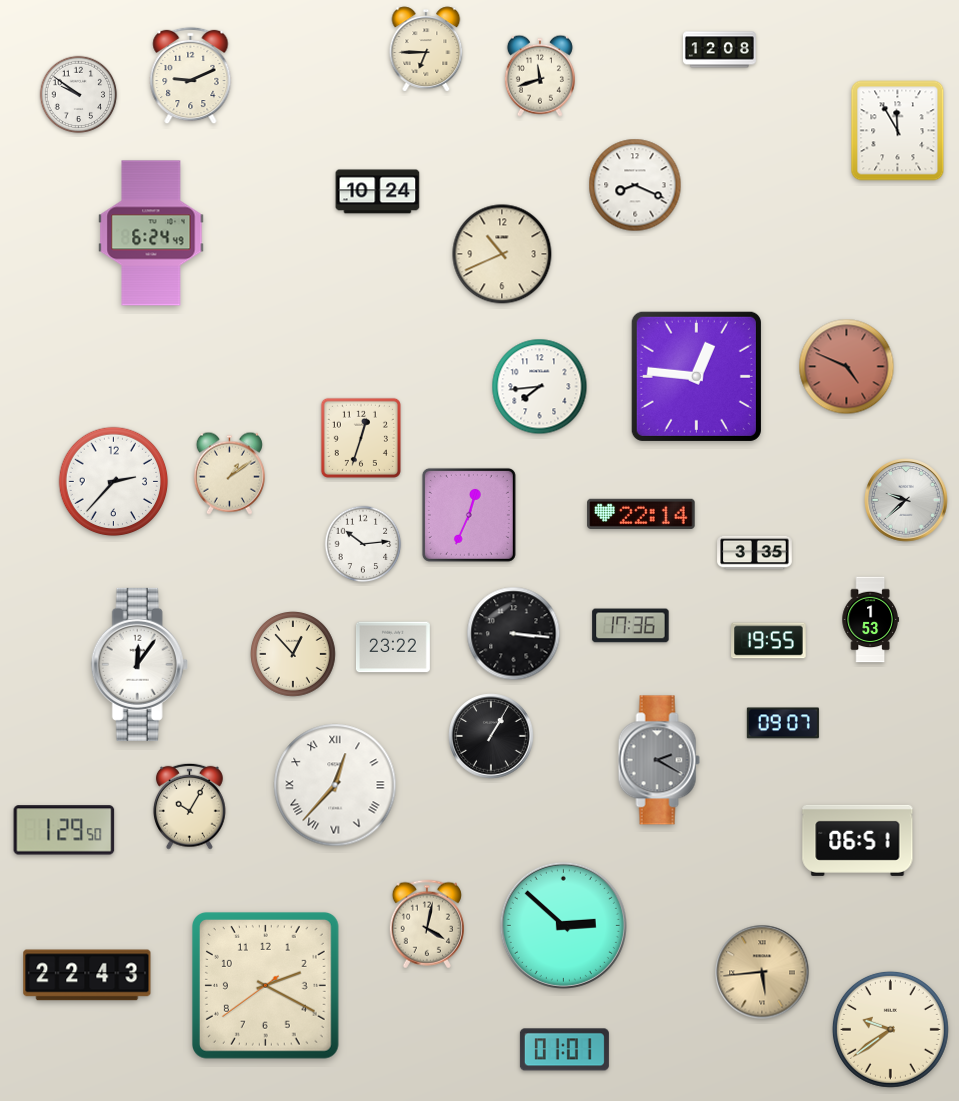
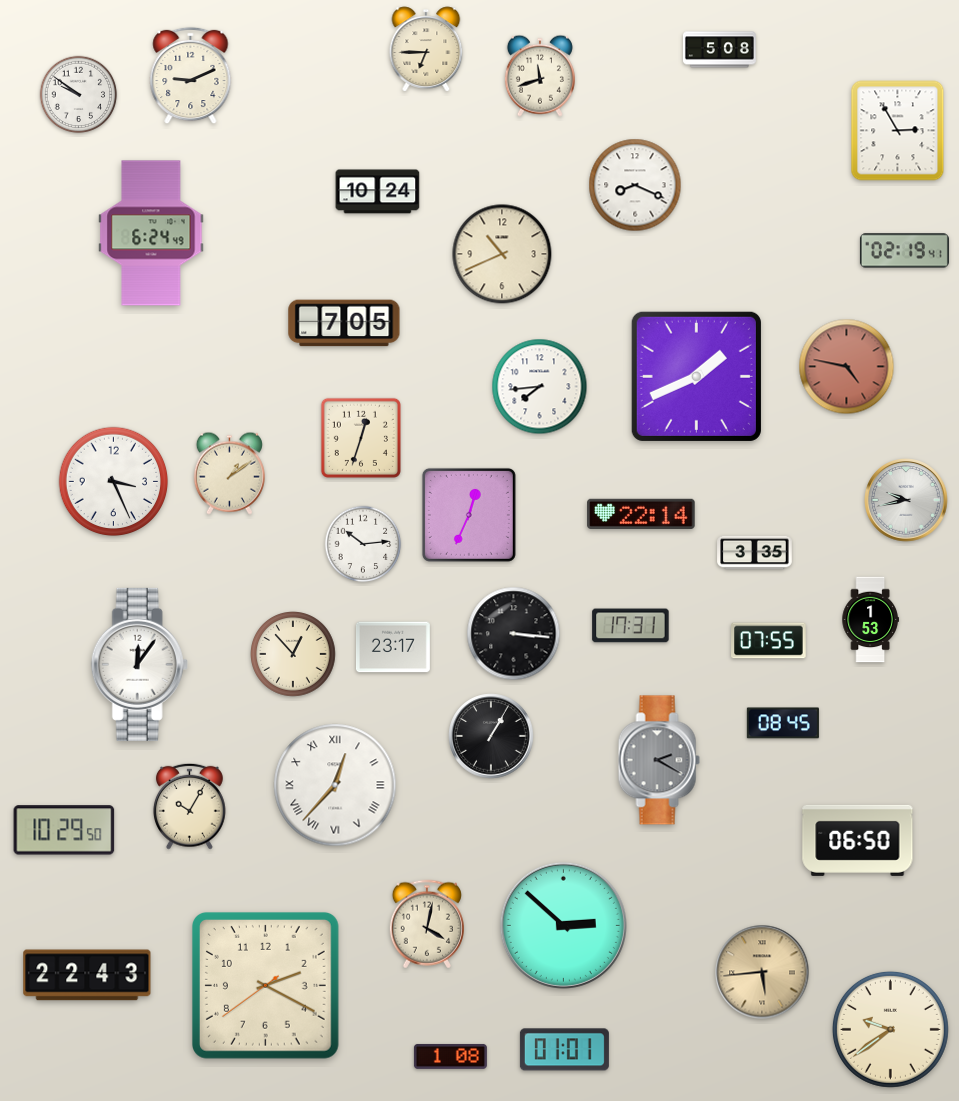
clock at (719, 50): 12:08 -> 5:08
clock at (898, 131): 11:55 -> 2:55
clock at (904, 251): none -> 02:19
clock at (344, 323): none -> 7:05
clock at (847, 367): 4:49 -> 4:47
clock at (696, 376): 12:46 -> 1:41
clock at (114, 482): 2:37 -> 3:26
clock at (906, 500): 9:38 -> 9:43
clock at (631, 626): 17:36 -> 17:31
clock at (769, 641): 19:55 -> 07:55
clock at (393, 647): 23:22 -> 23:17
clock at (783, 723): 09:07 -> 08:45
clock at (64, 830): 1:29 -> 10:29
clock at (858, 840): 06:51 -> 06:50
clock at (450, 1056): none -> 1:08
